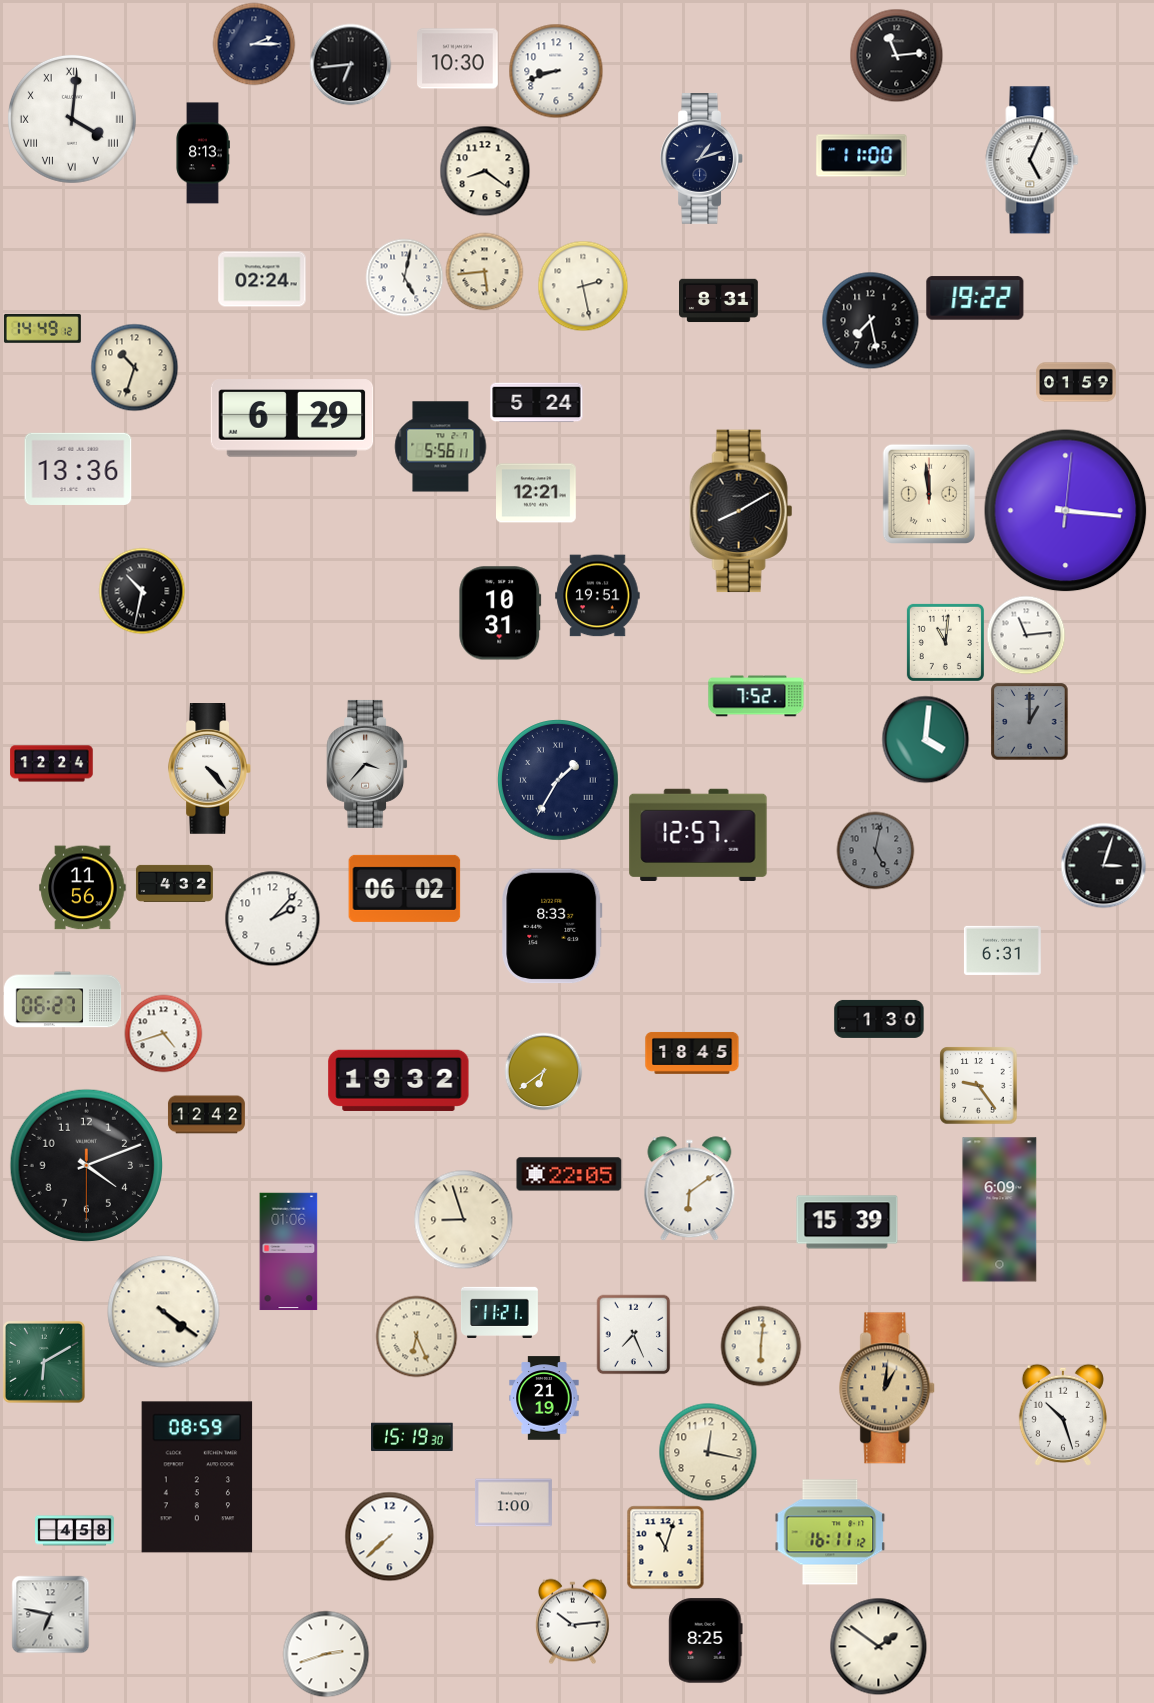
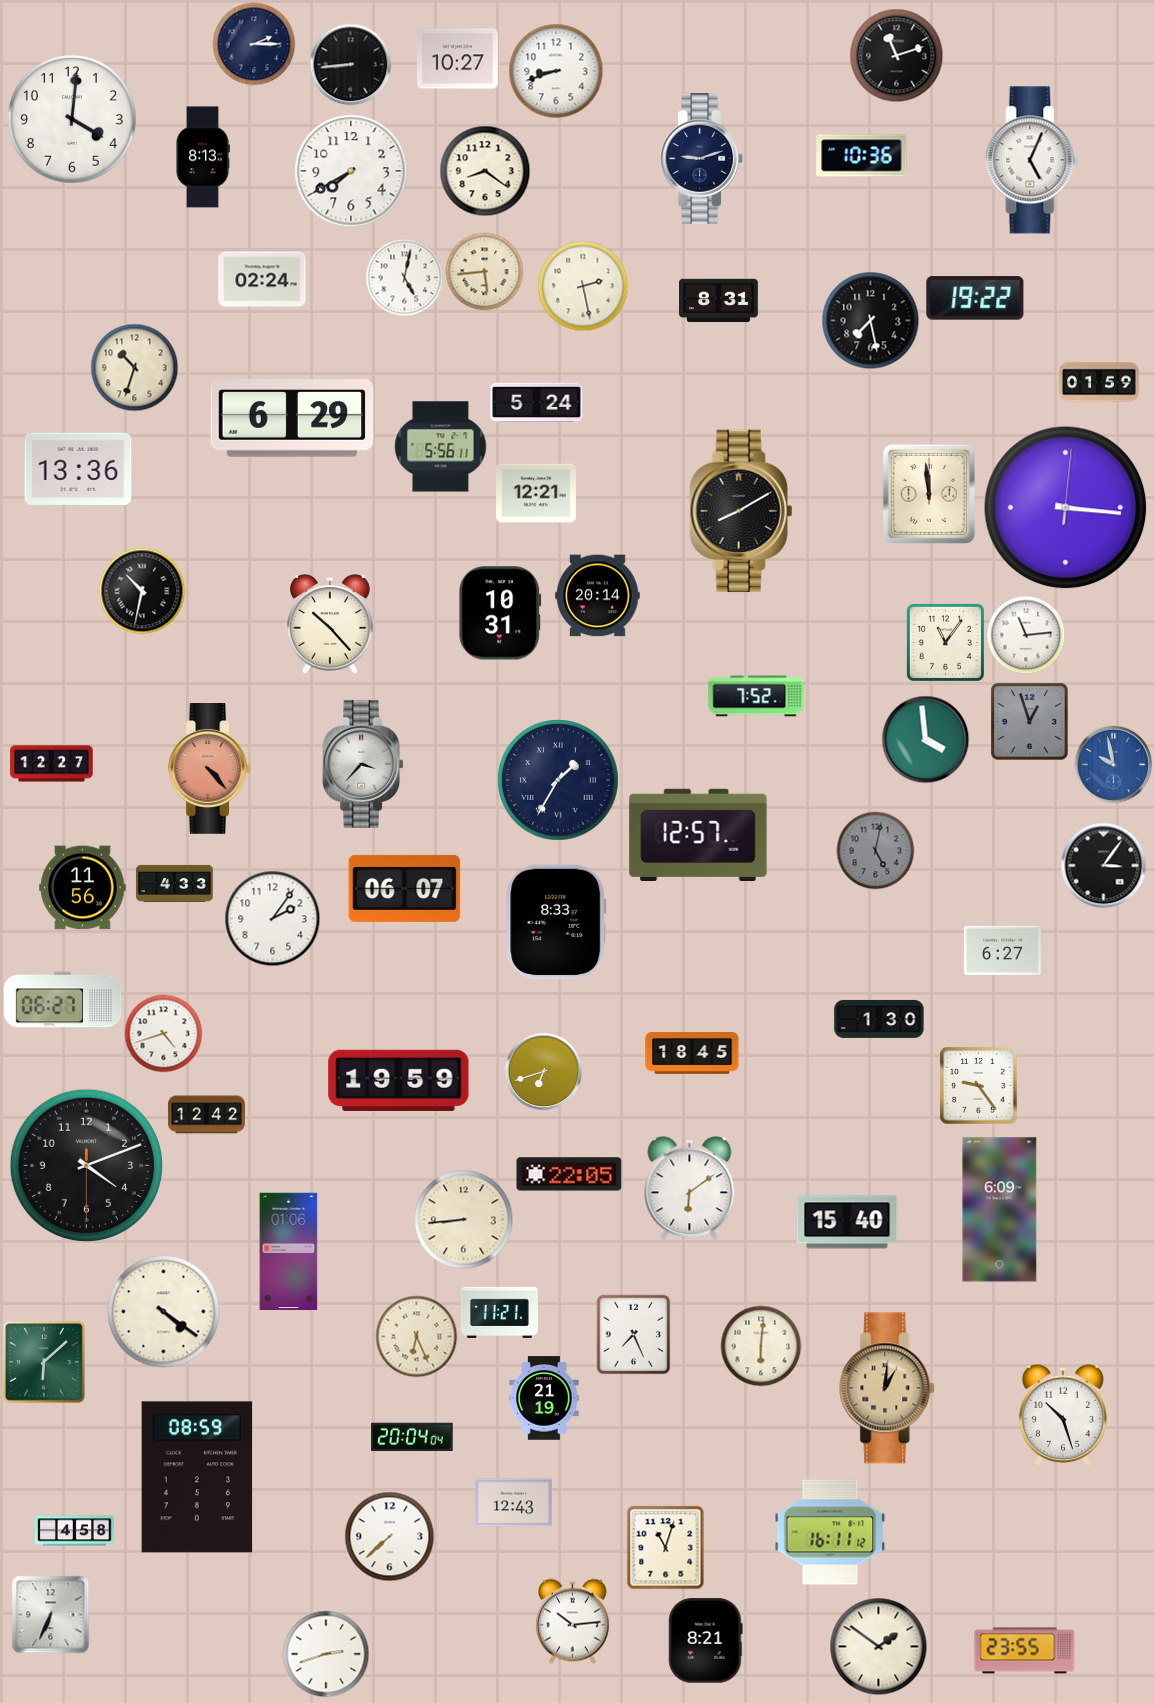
clock at (896, 55): 11:14 -> 11:12
clock at (458, 59): 10:30 -> 10:27
clock at (350, 64): 6:44 -> 8:44
clock at (72, 119) numerals: Roman -> Arabic
clock at (203, 153) position: (203, 153) -> (203, 157)
clock at (862, 156): 11:00 -> 10:36
clock at (701, 159): 1:12 -> 9:12
clock at (351, 171): none -> 7:40
clock at (42, 329): 14:49 -> none
clock at (1076, 382) position: (1076, 382) -> (1099, 382)
clock at (1066, 511) position: (1066, 511) -> (1066, 508)
clock at (598, 596): 19:51 -> 20:14
clock at (331, 624): none -> 10:23
clock at (945, 642): 11:01 -> 11:06
clock at (1029, 721): 1:00 -> 12:57
clock at (925, 739): 4:01 -> 3:59
clock at (52, 764): 12:24 -> 12:27
clock at (367, 764) position: (367, 764) -> (363, 764)
clock at (1113, 764): none -> 9:58
clock at (209, 769) dial: white -> salmon
clock at (1103, 865): 3:03 -> 3:06
clock at (174, 883): 4:32 -> 4:33
clock at (405, 888): 06:02 -> 06:07
clock at (272, 918): 2:07 -> 2:06
clock at (552, 926) position: (552, 926) -> (556, 922)
clock at (1002, 950): 6:31 -> 6:27
clock at (543, 1071): 6:39 -> 6:42
clock at (399, 1080): 19:32 -> 19:59
clock at (464, 1220): 8:57 -> 8:44
clock at (847, 1222): 15:39 -> 15:40
clock at (44, 1362): 6:10 -> 6:08
clock at (412, 1437): 15:19 -> 20:04
clock at (708, 1452): 12:17 -> none
clock at (513, 1503): 1:00 -> 12:43
clock at (50, 1614): 6:47 -> 6:34
clock at (706, 1641): 8:25 -> 8:21
clock at (1025, 1651): none -> 23:55
